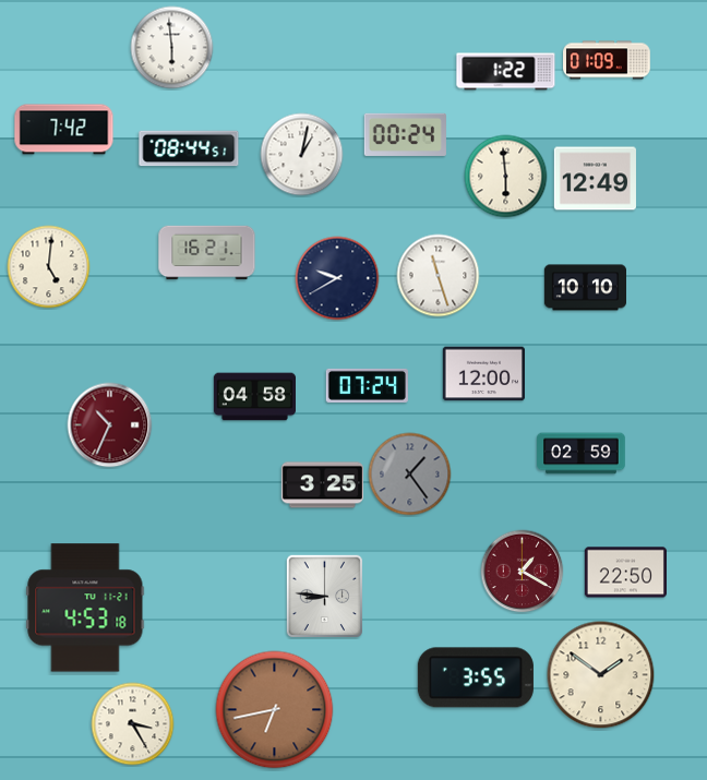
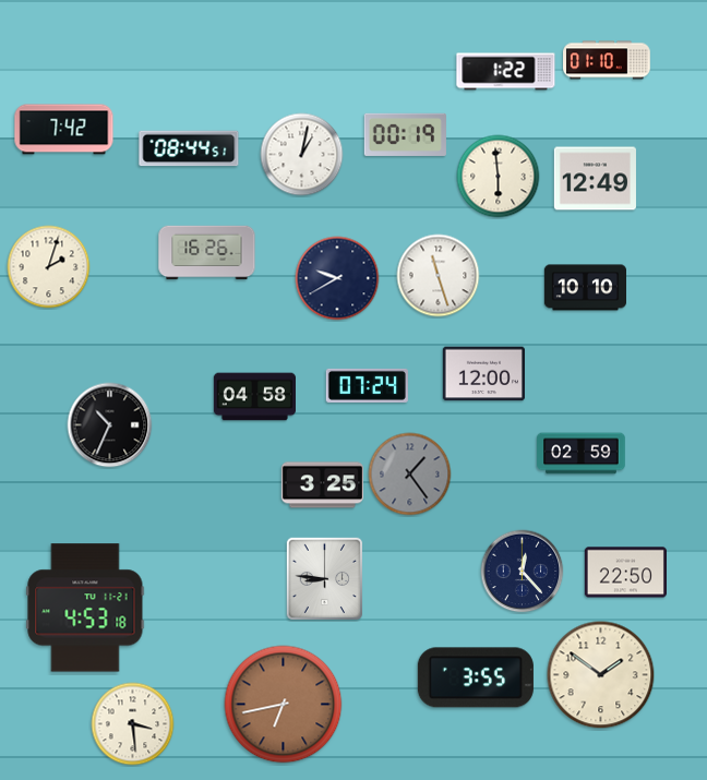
clock at (172, 48): 5:59 -> none
clock at (608, 60): 01:09 -> 01:10
clock at (405, 134): 00:24 -> 00:19
clock at (506, 177) position: (506, 177) -> (499, 177)
clock at (207, 253): 16:21 -> 16:26
clock at (49, 267): 5:01 -> 2:03
clock at (110, 425) dial: burgundy -> black
clock at (523, 572): 1:20 -> 12:23
clock at (523, 572) dial: burgundy -> navy
clock at (324, 596) position: (324, 596) -> (324, 578)
clock at (275, 710) position: (275, 710) -> (284, 705)
clock at (133, 724): 3:25 -> 3:29
